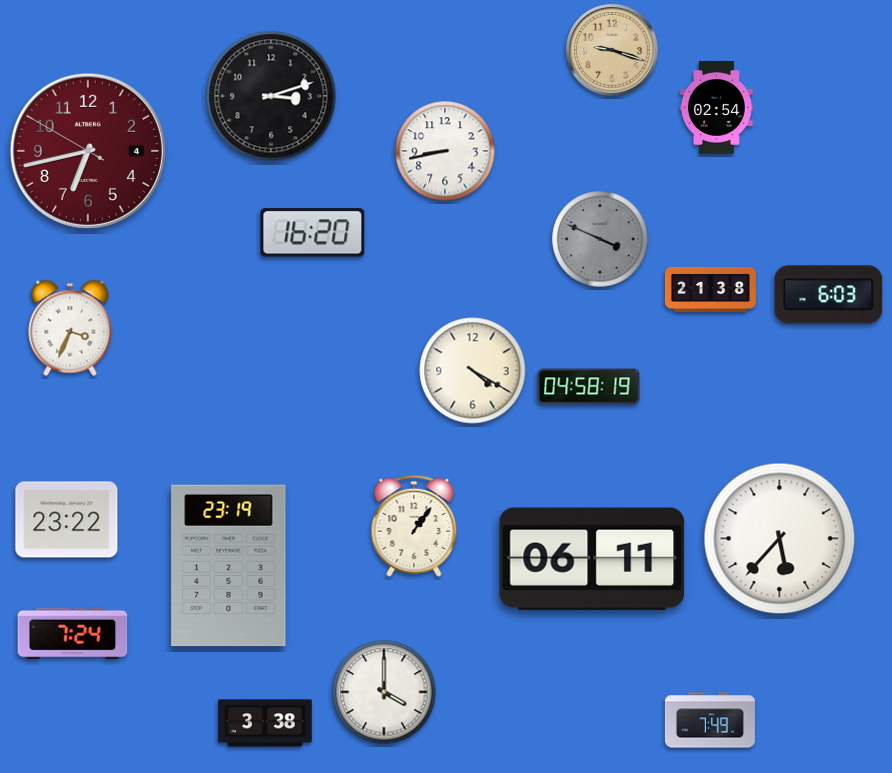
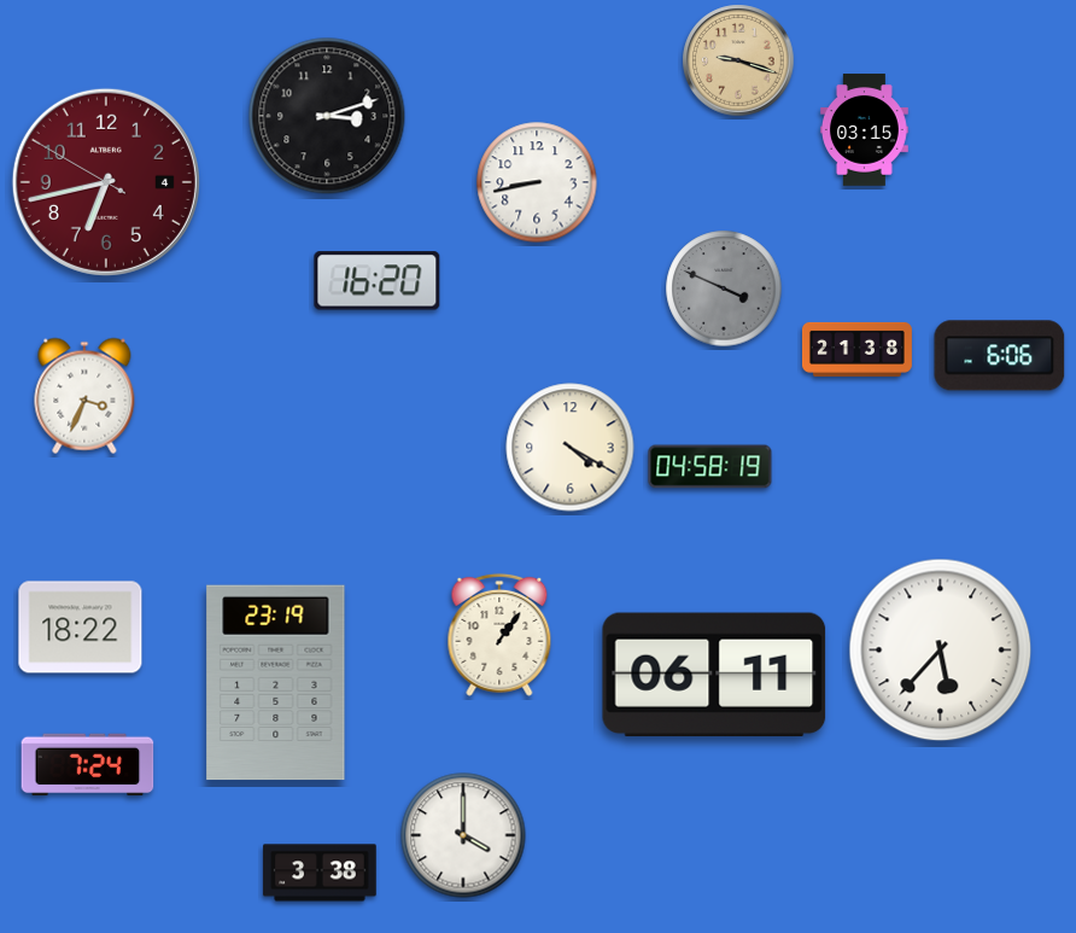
clock at (717, 108): 02:54 -> 03:15
clock at (829, 295): 6:03 -> 6:06
clock at (67, 520): 23:22 -> 18:22
clock at (710, 720): 7:49 -> none
